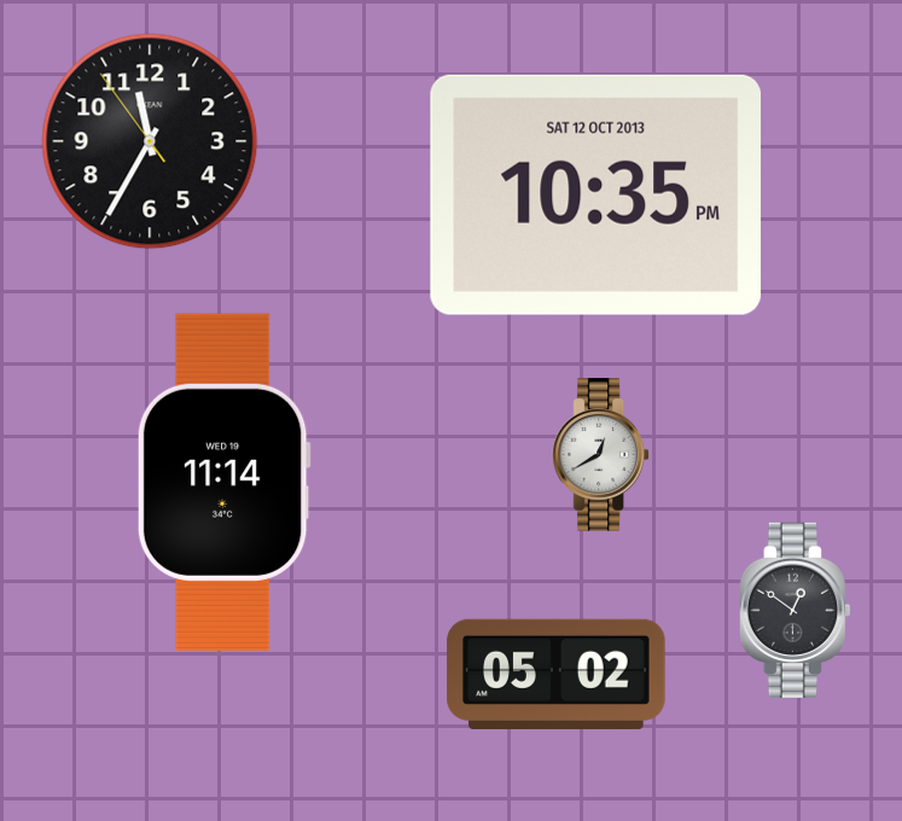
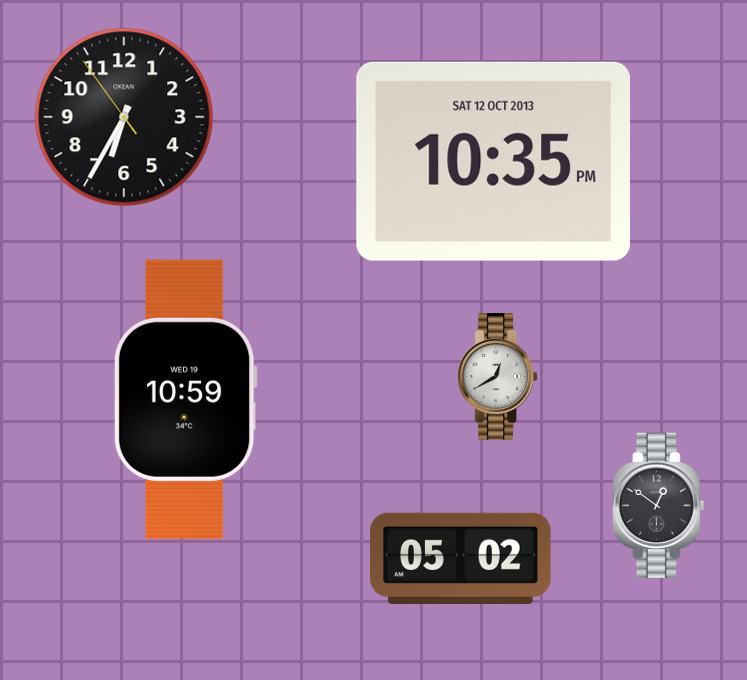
clock at (150, 141): 11:34 -> 6:34
clock at (223, 482): 11:14 -> 10:59
